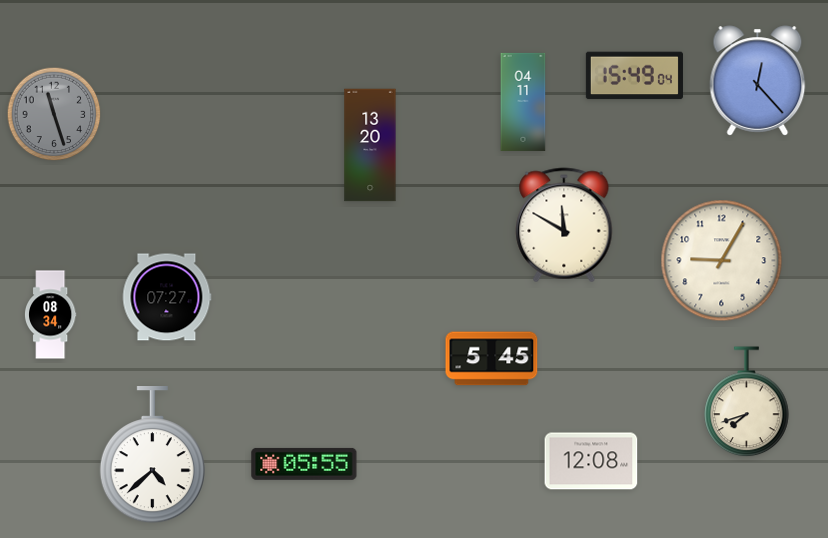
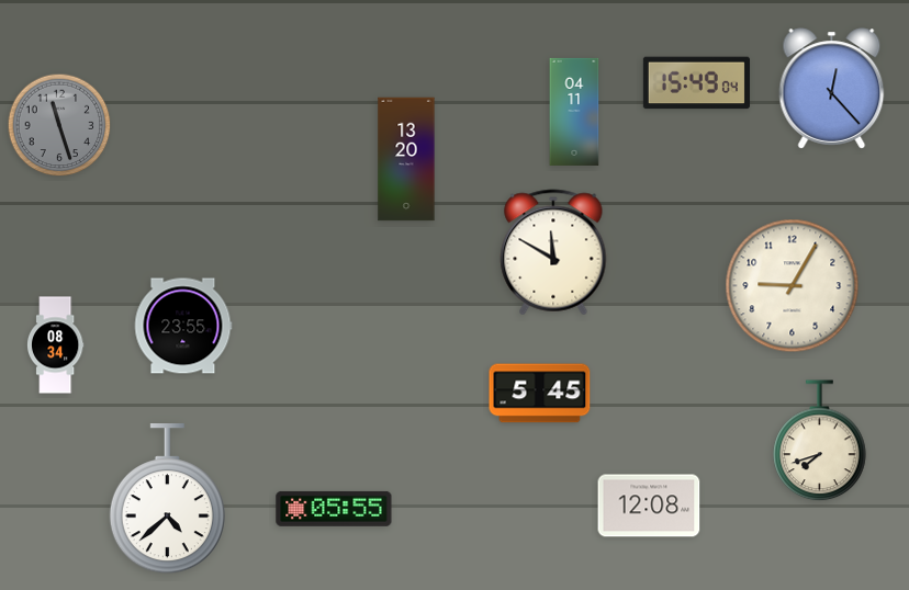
clock at (564, 225) position: (564, 225) -> (553, 252)
clock at (167, 297): 07:27 -> 23:55
